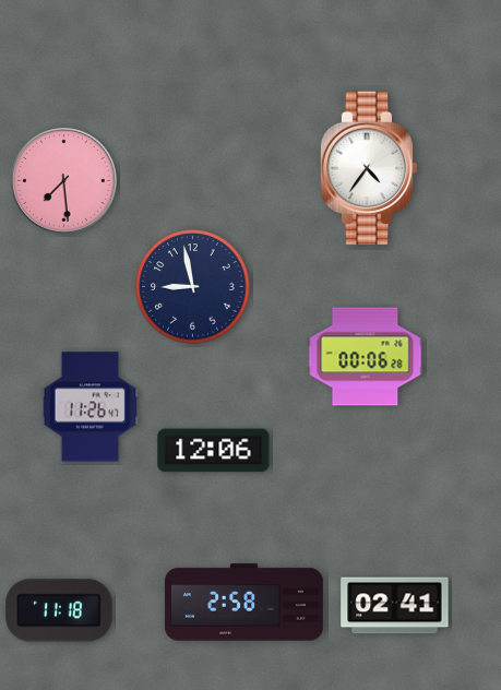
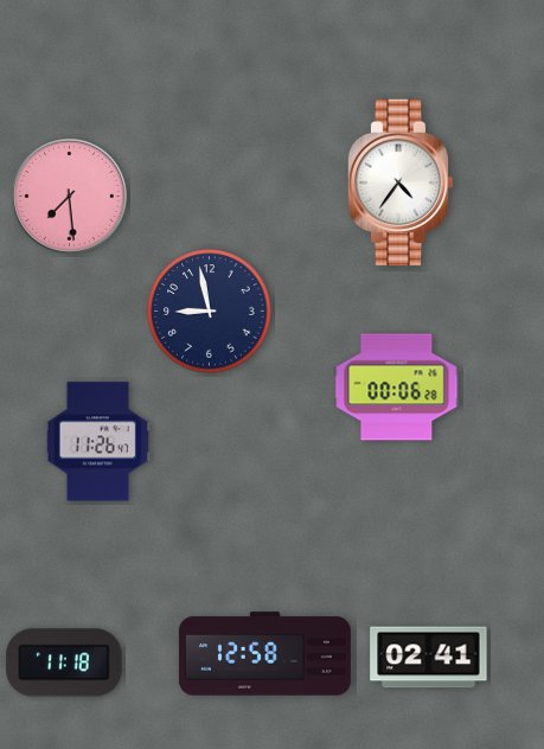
clock at (214, 451): 12:06 -> none
clock at (243, 603): 2:58 -> 12:58
